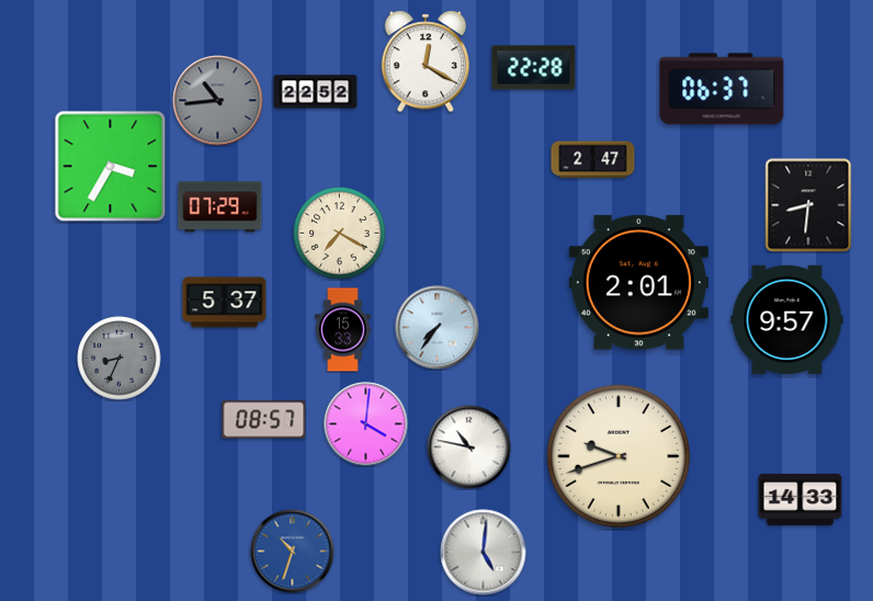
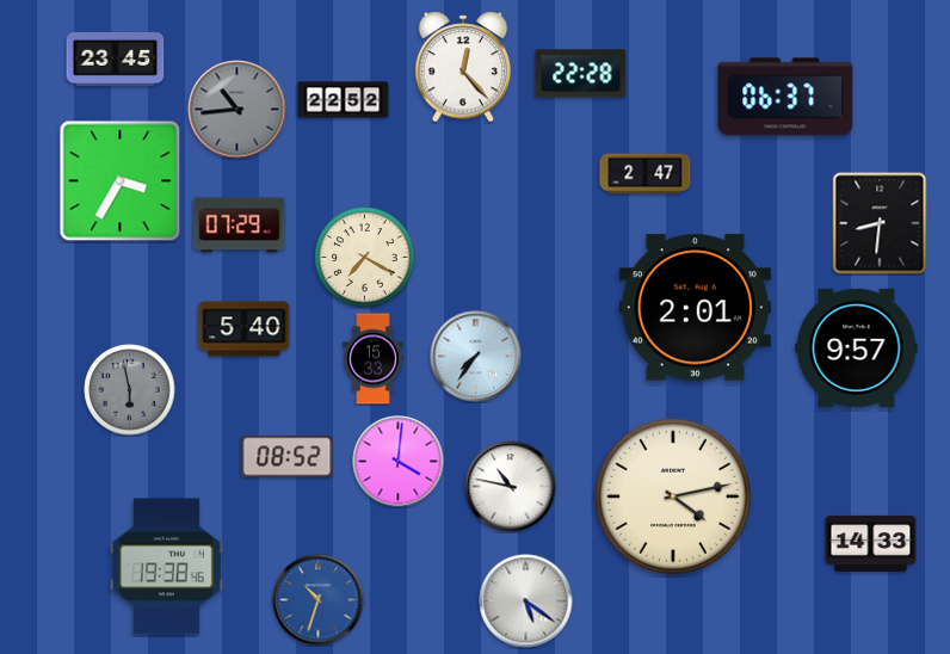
clock at (116, 58): none -> 23:45
clock at (426, 61): 12:20 -> 12:23
clock at (340, 234) position: (340, 234) -> (365, 258)
clock at (225, 303): 5:37 -> 5:40
clock at (120, 359): 8:34 -> 5:58
clock at (264, 420): 08:57 -> 08:52
clock at (619, 456): 9:42 -> 4:13
clock at (166, 567): none -> 19:38
clock at (484, 553): 5:01 -> 5:21
